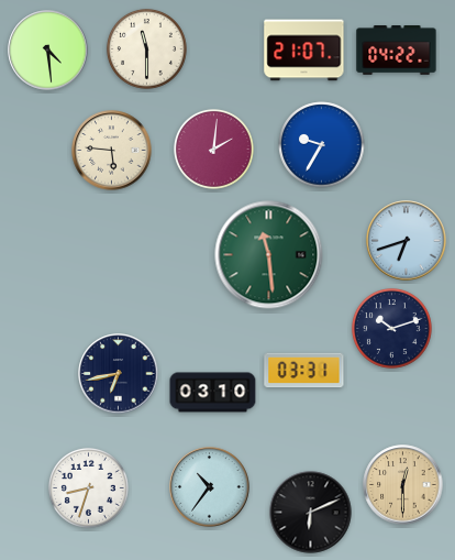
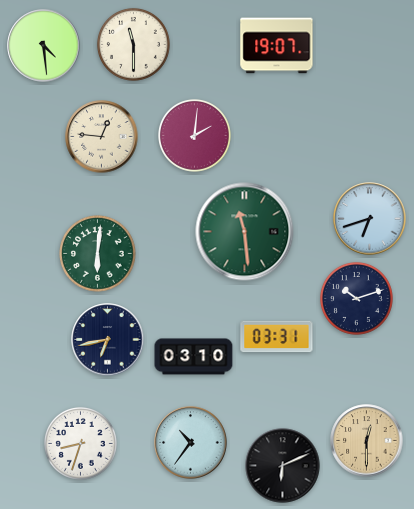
clock at (304, 51): 21:07 -> 19:07
clock at (397, 51): 04:22 -> none
clock at (322, 145): 9:35 -> none
clock at (112, 151): 5:46 -> 12:46
clock at (98, 254): none -> 6:01
